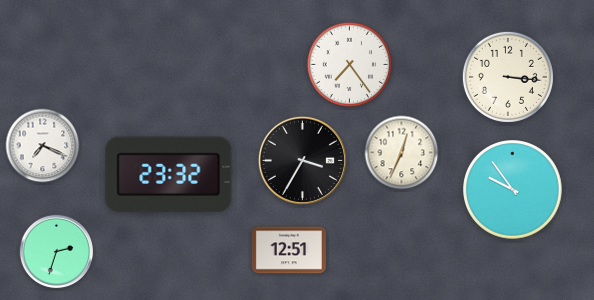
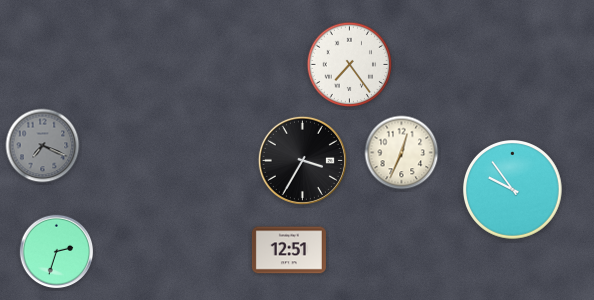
clock at (508, 77): 3:16 -> none
clock at (43, 146) dial: white -> grey
clock at (169, 175): 23:32 -> none
